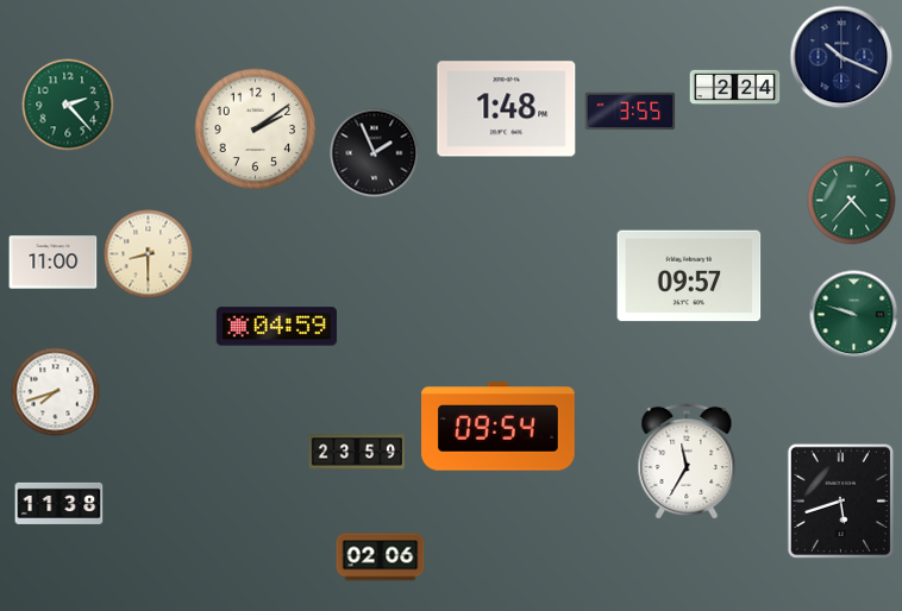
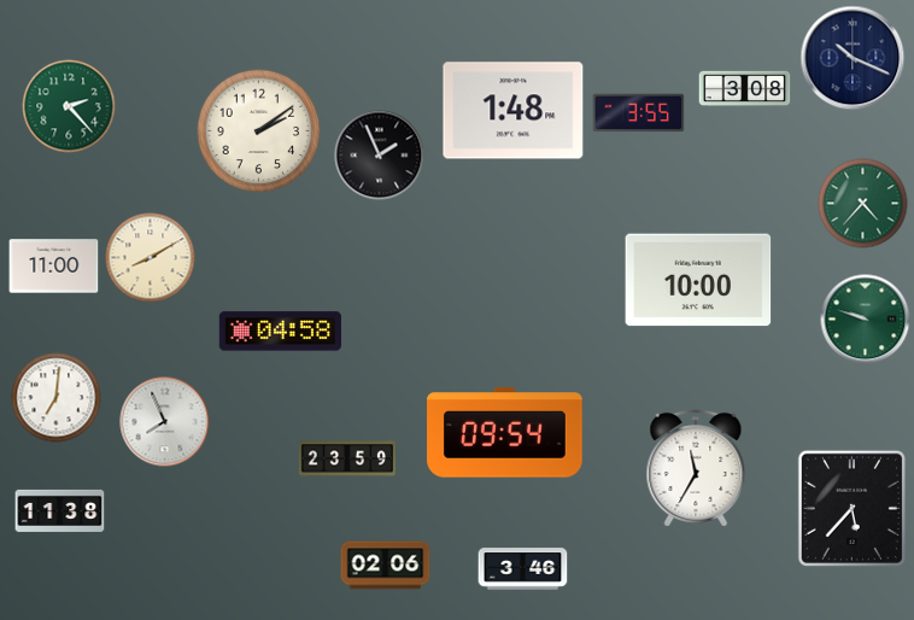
clock at (735, 88): 2:24 -> 3:08
clock at (149, 254): 8:30 -> 8:10
clock at (689, 276): 09:57 -> 10:00
clock at (276, 327): 04:59 -> 04:58
clock at (56, 392): 7:42 -> 7:01
clock at (165, 422): none -> 7:56
clock at (357, 452) position: (357, 452) -> (347, 458)
clock at (840, 500): 5:42 -> 5:37
clock at (523, 569): none -> 3:46
